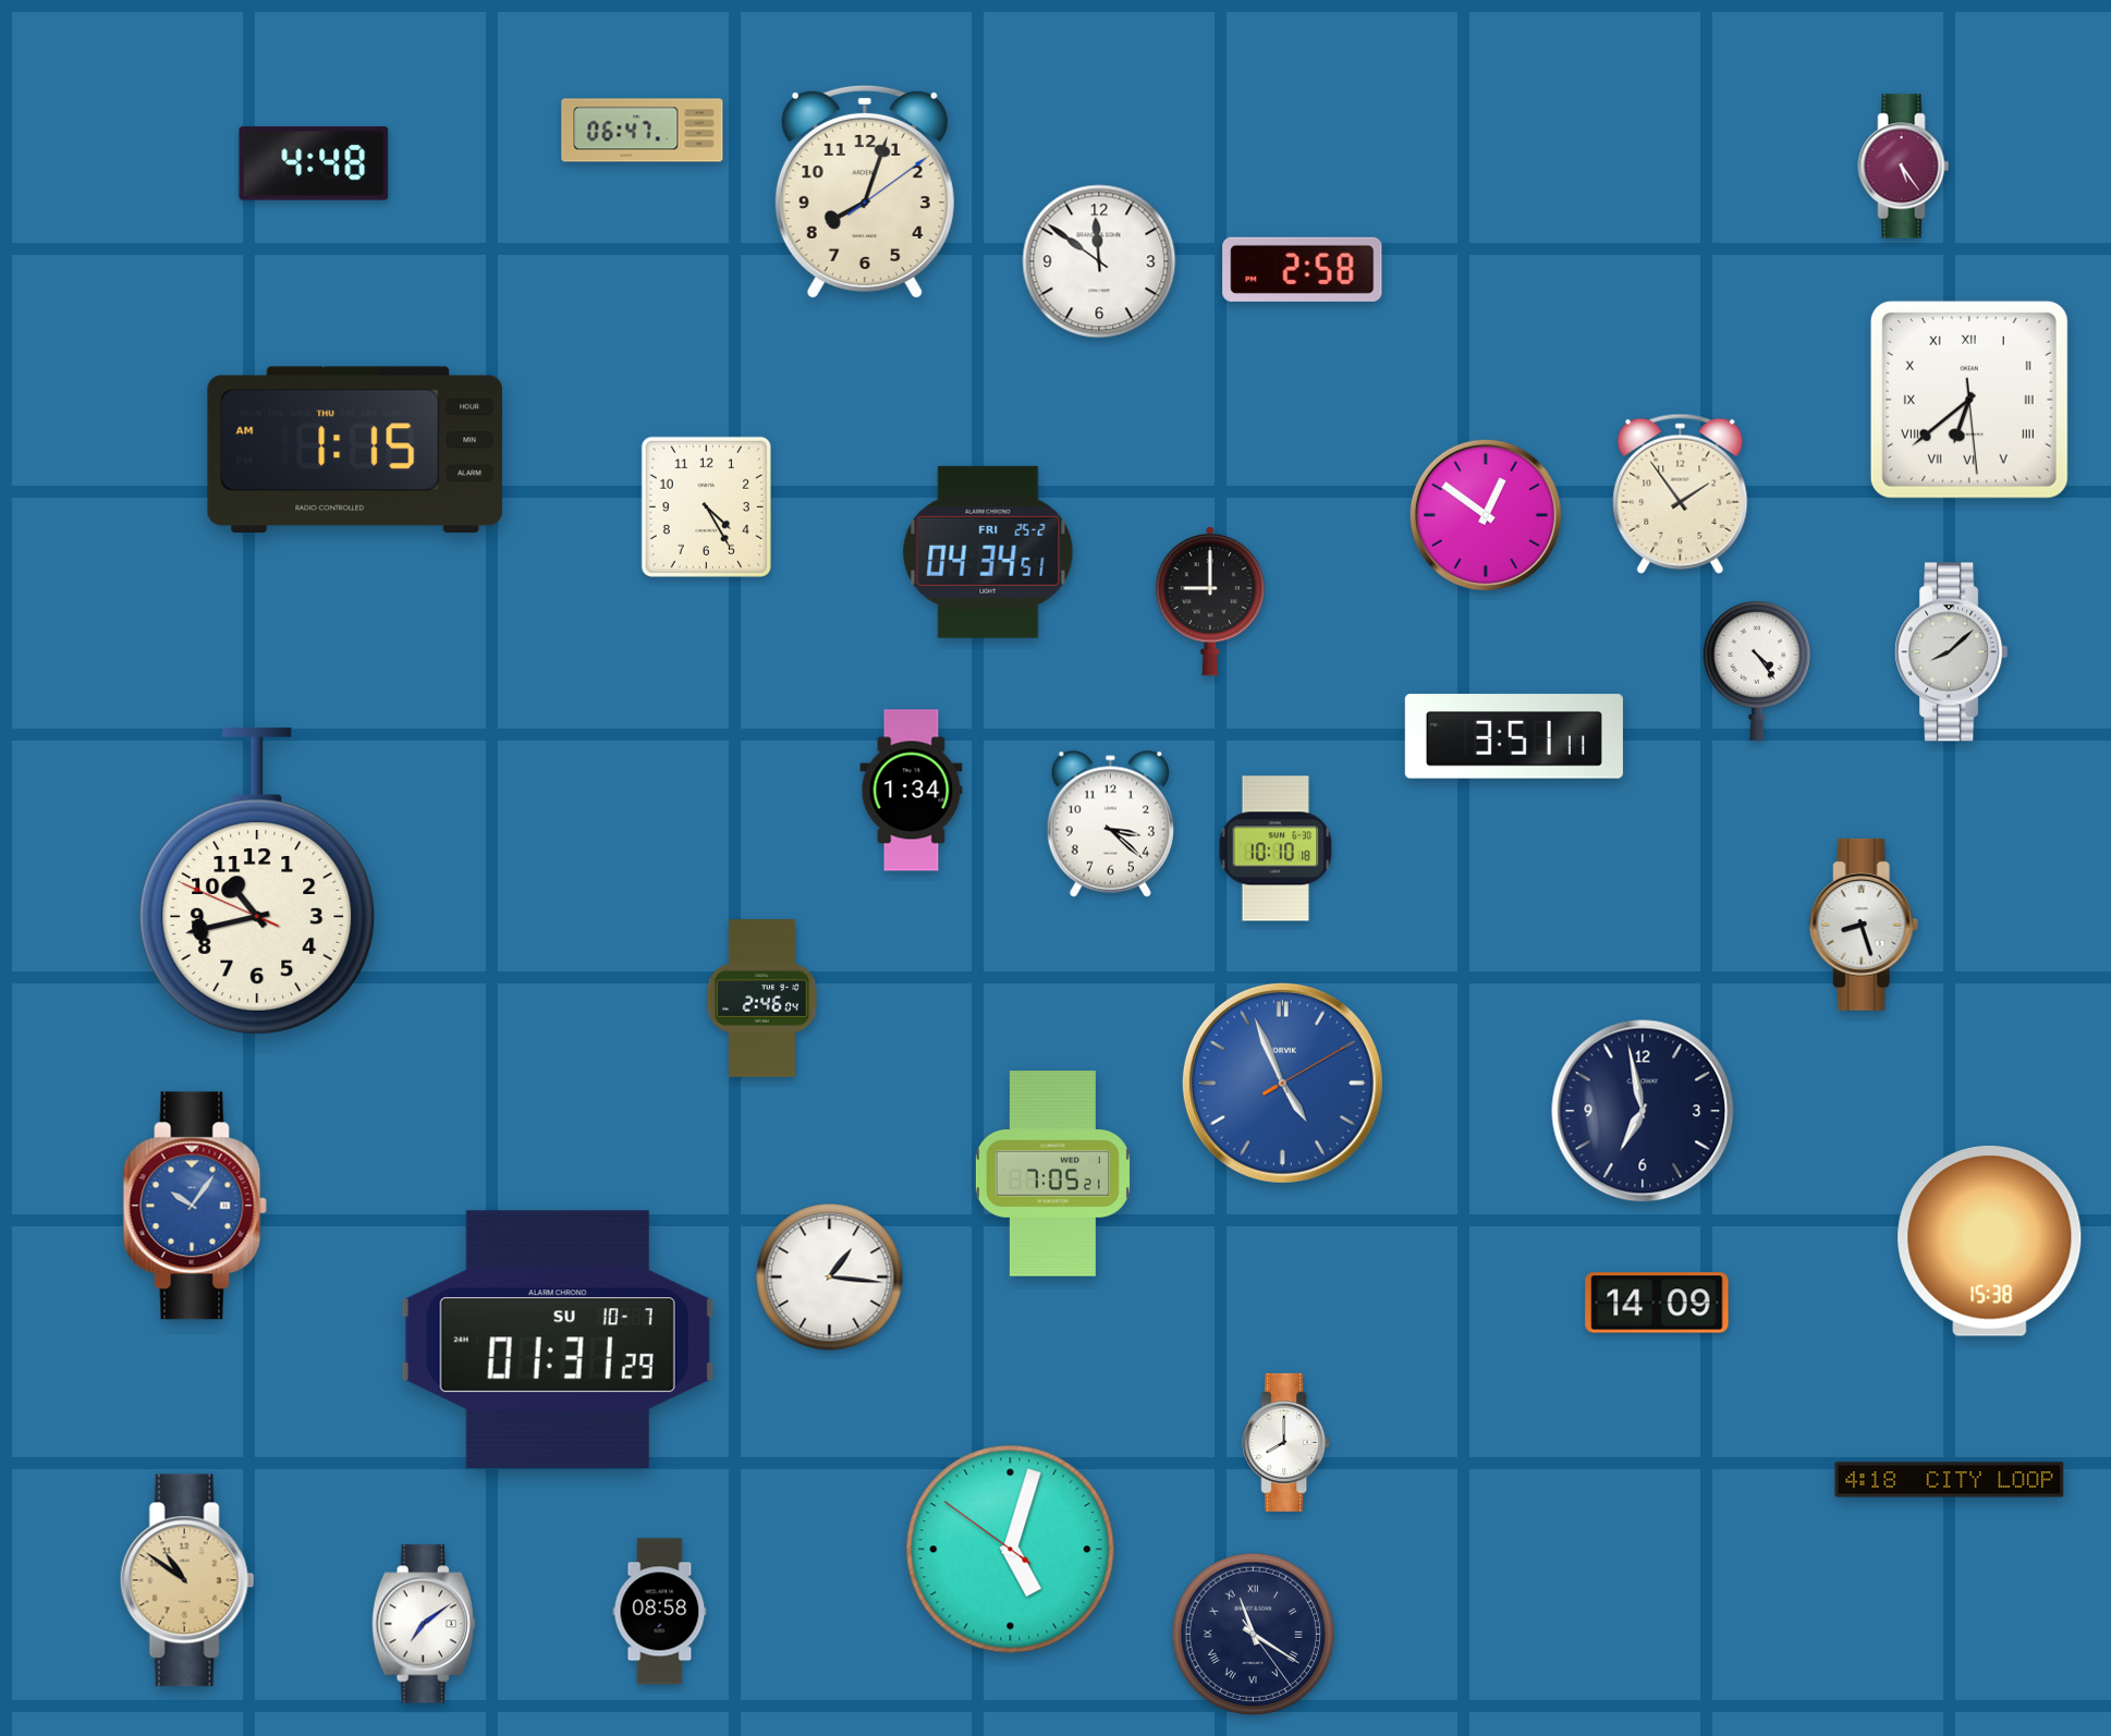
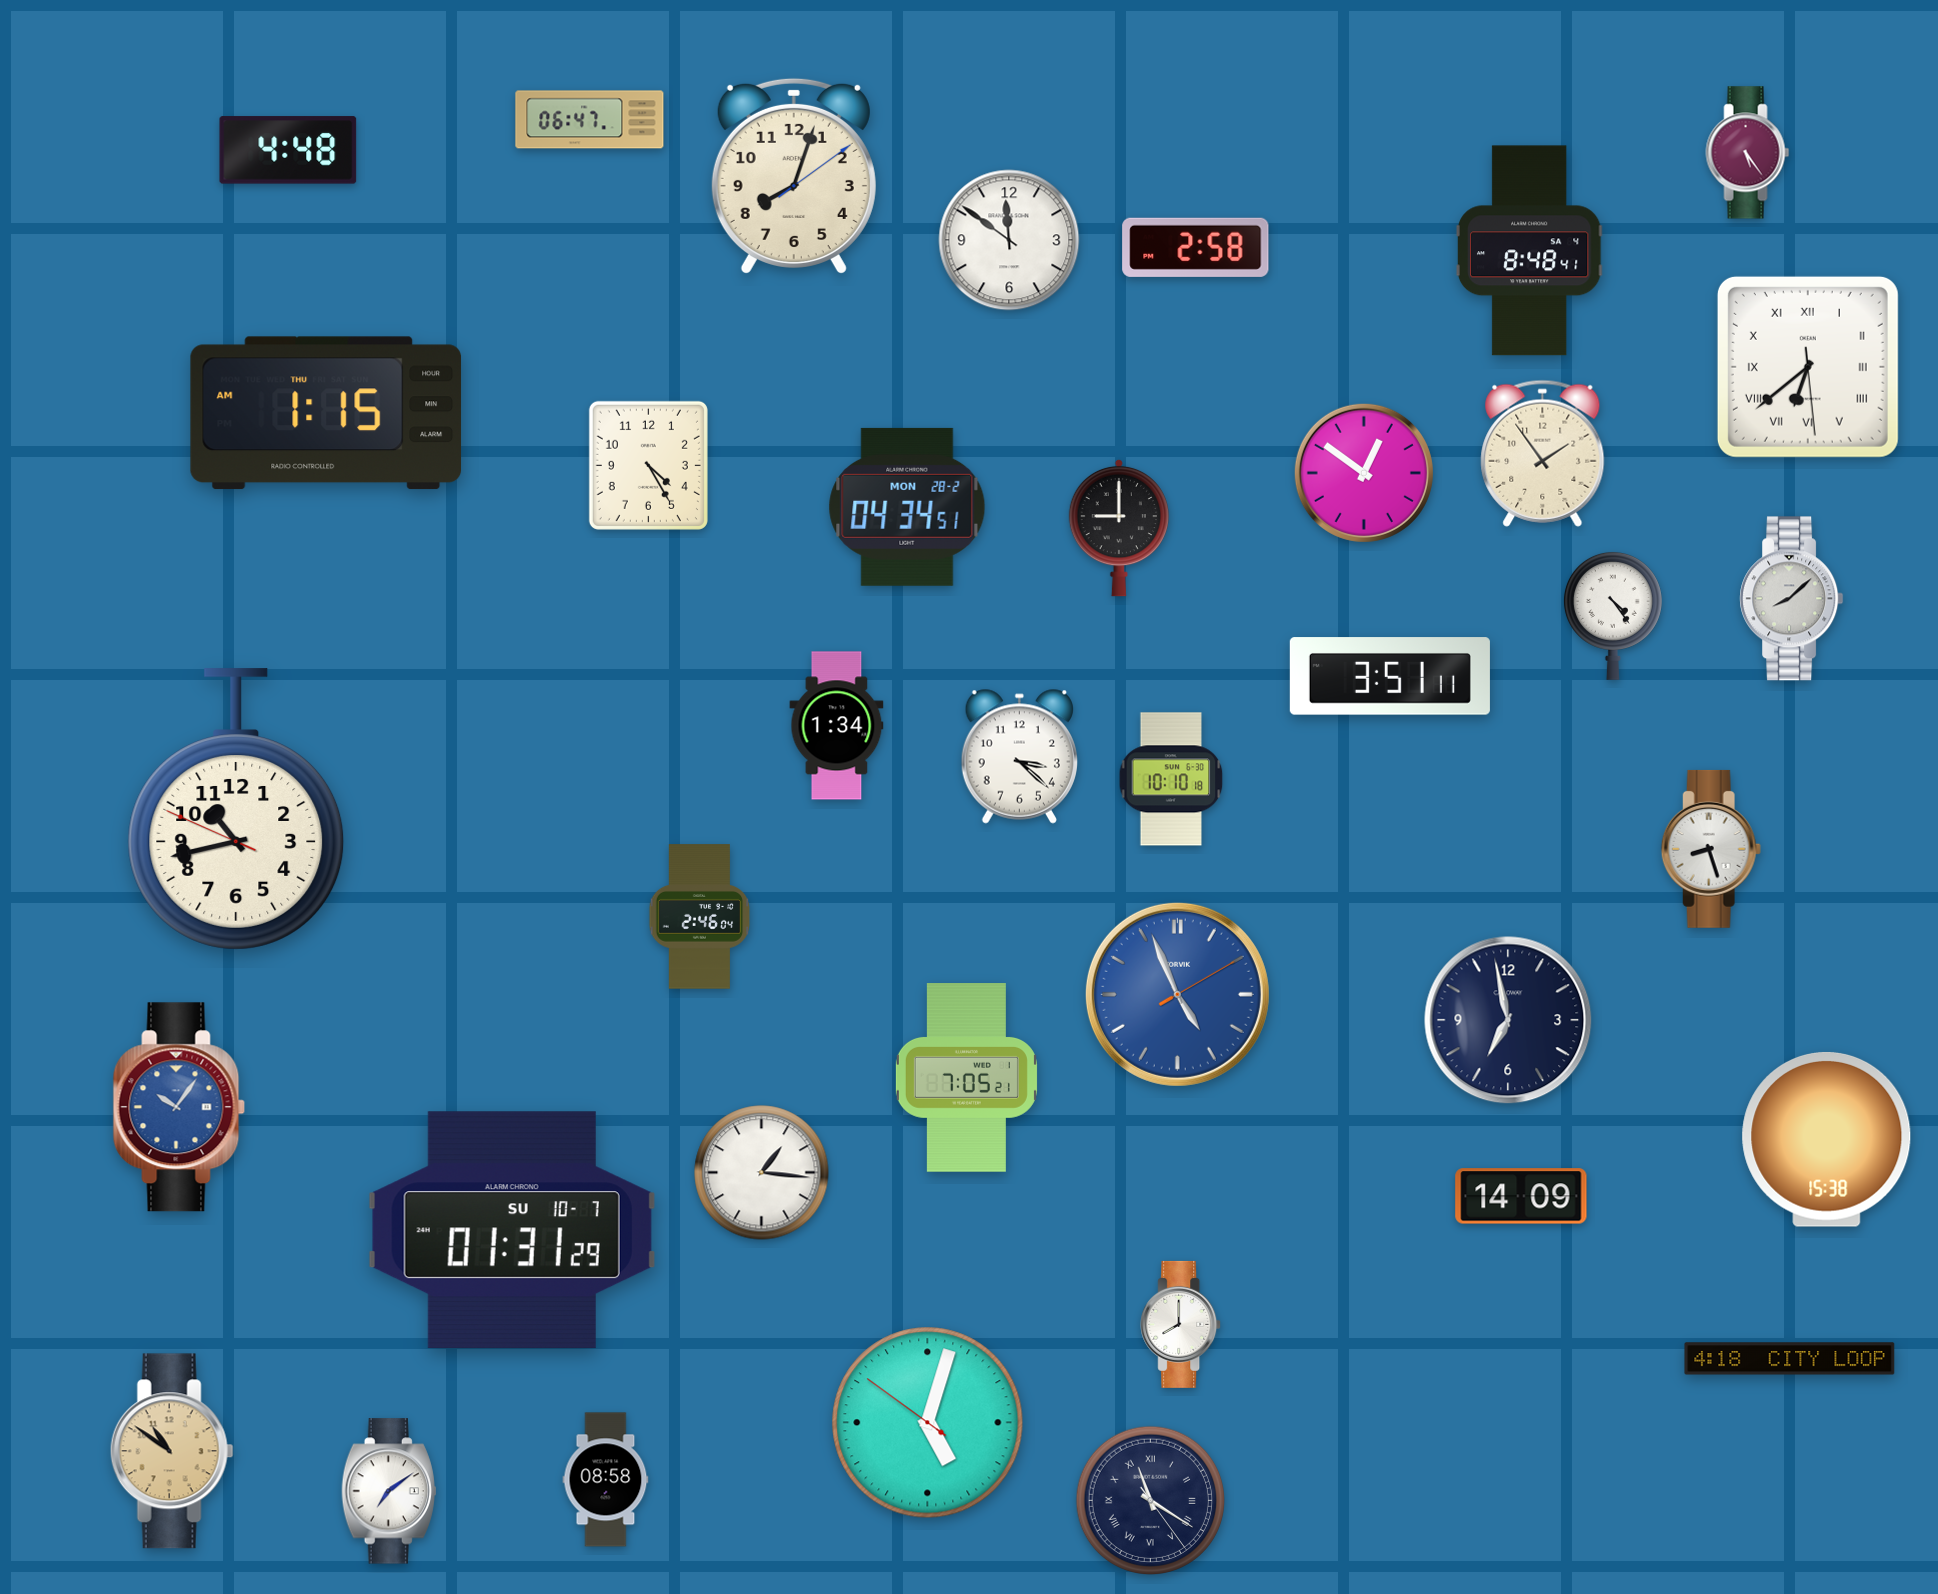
clock at (1529, 251): none -> 8:48
clock at (988, 552) date: FRI 25-2 -> MON 28-2
clock at (1210, 601) position: (1210, 601) -> (1119, 528)
